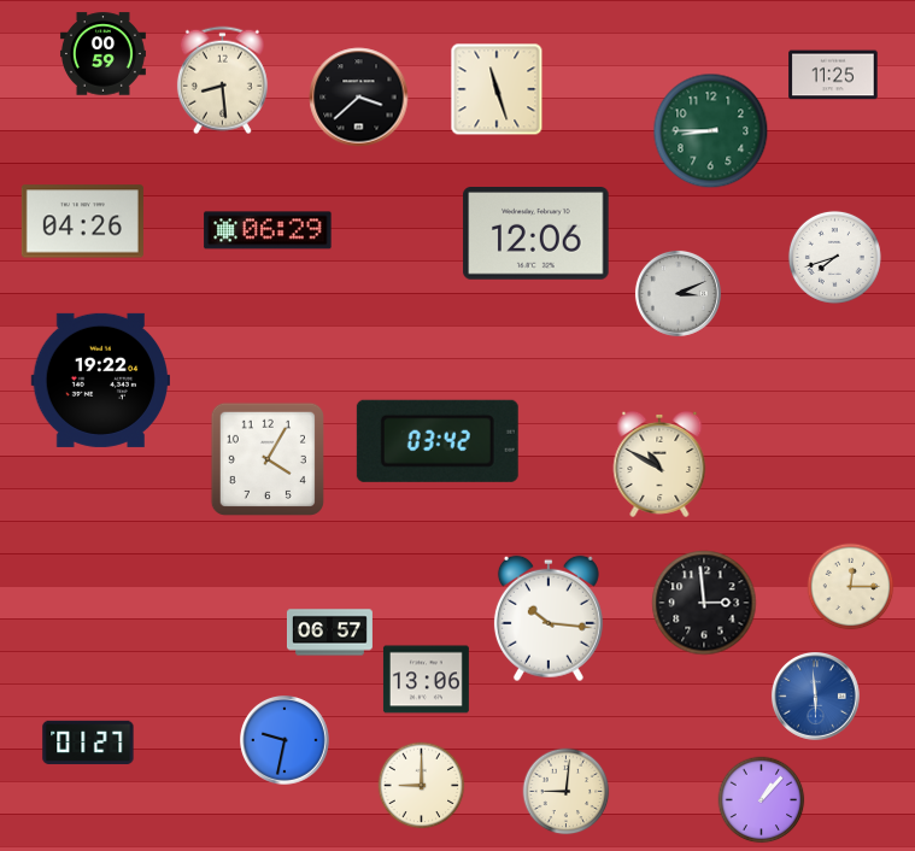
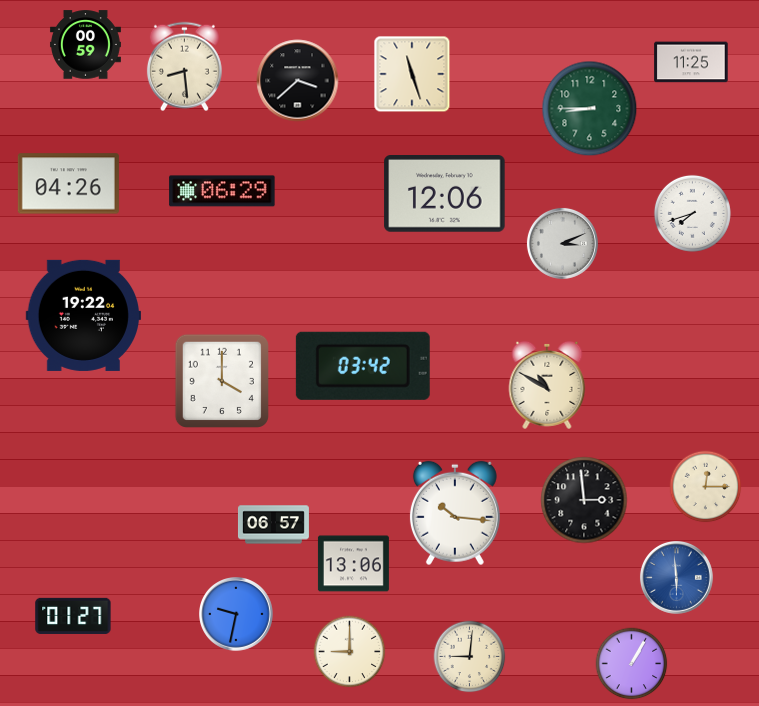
clock at (268, 459): 4:05 -> 4:00
clock at (762, 800): 1:07 -> 1:05
